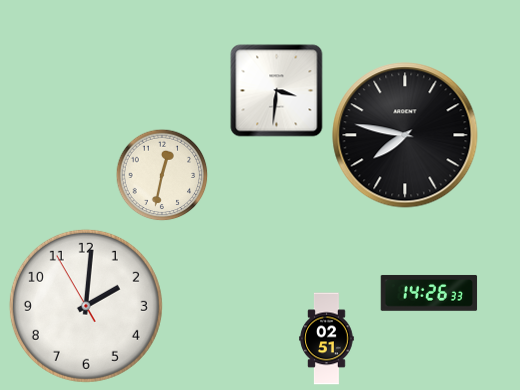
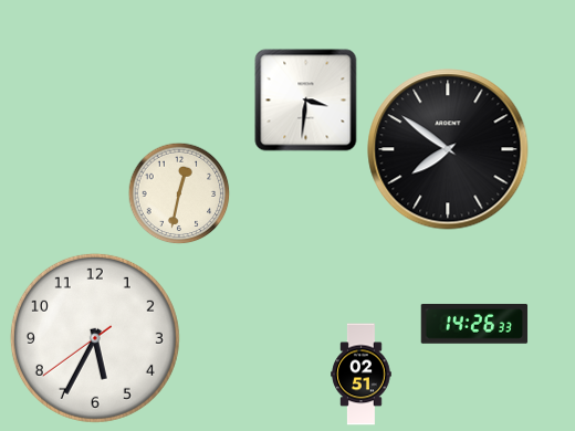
clock at (405, 135): 7:47 -> 7:51
clock at (86, 306): 2:00 -> 5:34
